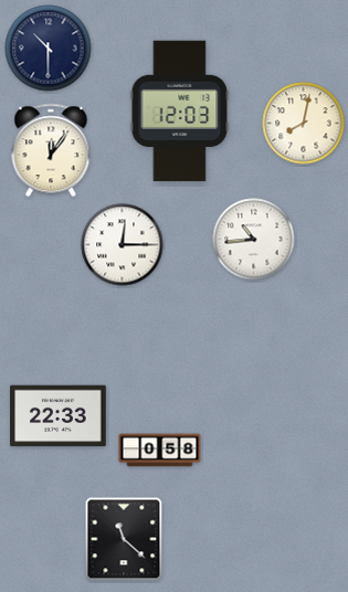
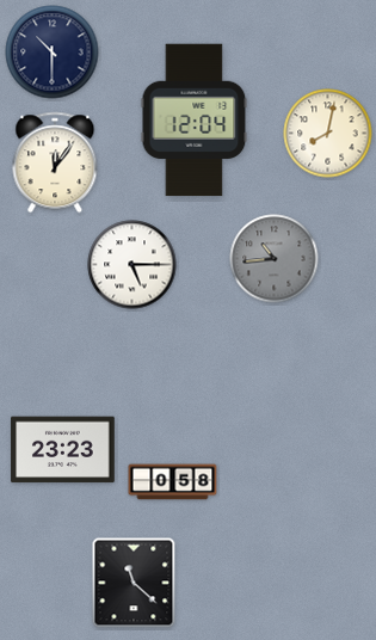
clock at (180, 112): 12:03 -> 12:04
clock at (254, 240) dial: white -> grey
clock at (123, 245): 12:15 -> 5:15
clock at (59, 416): 22:33 -> 23:23
clock at (160, 451) position: (160, 451) -> (173, 482)
